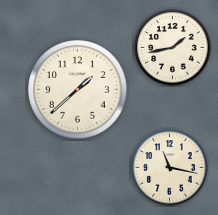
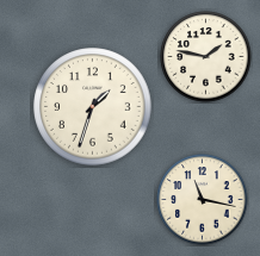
clock at (173, 48): 1:43 -> 1:47
clock at (78, 90): 1:38 -> 1:33
